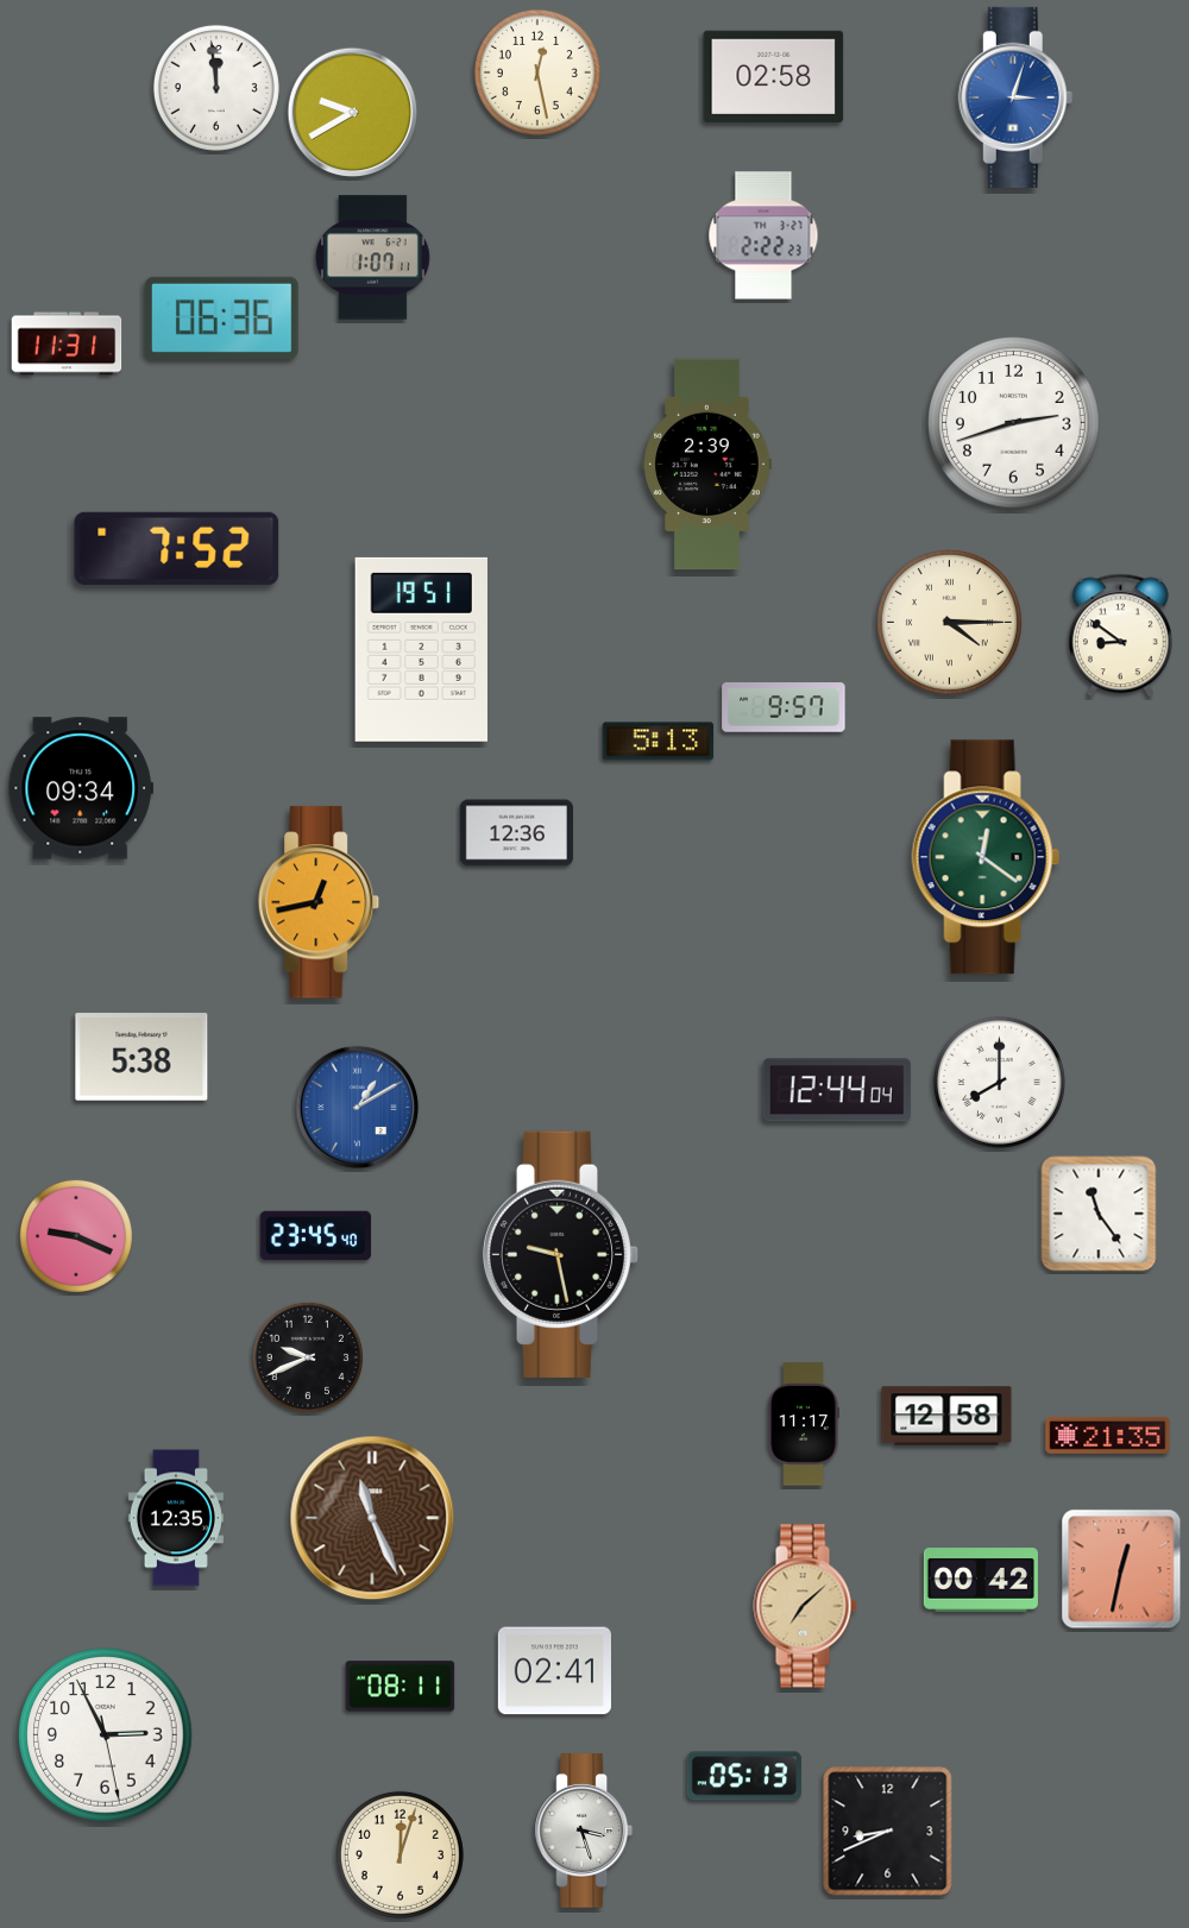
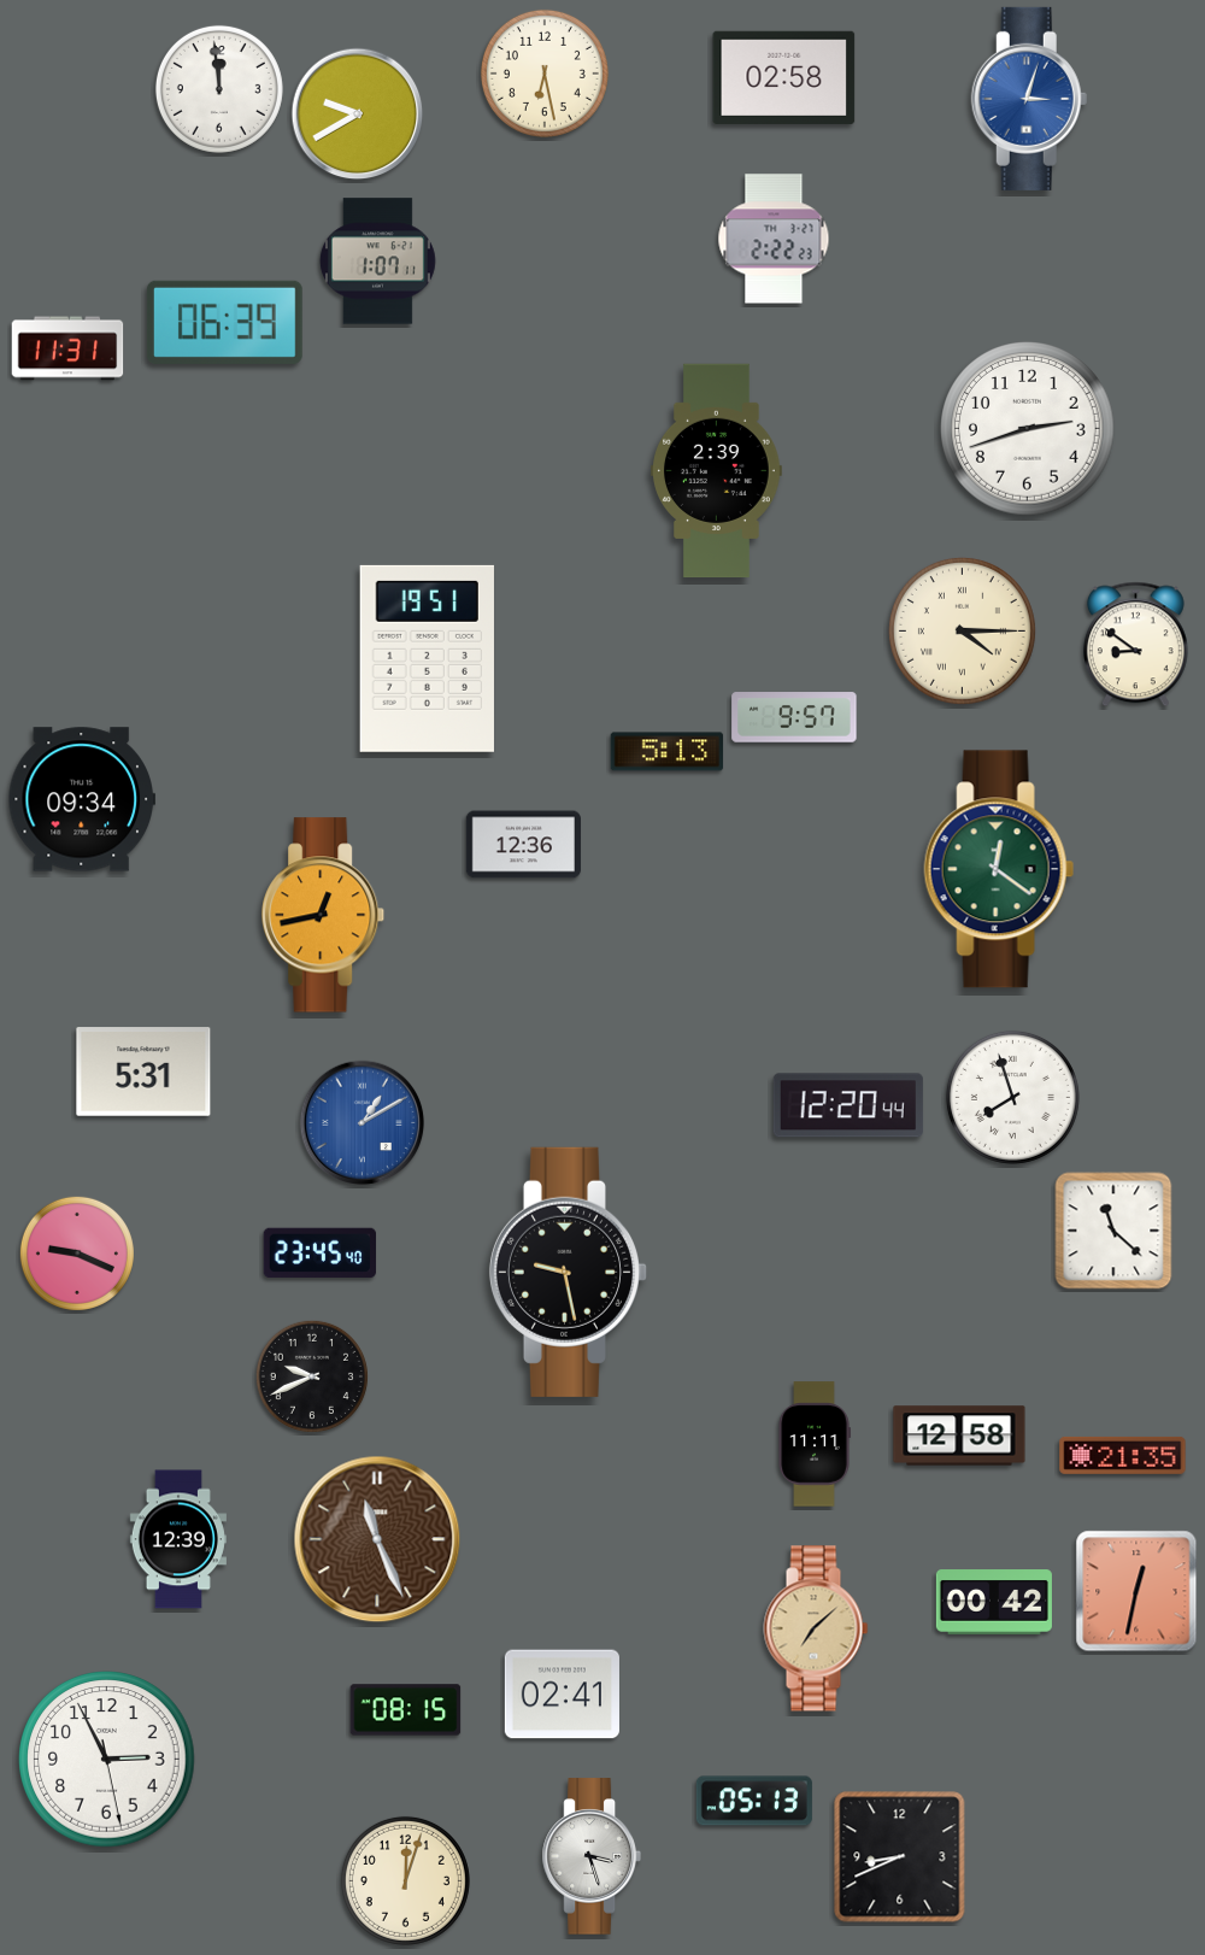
clock at (537, 73): 12:28 -> 6:28
clock at (221, 317): 06:36 -> 06:39
clock at (177, 548): 7:52 -> none
clock at (141, 1057): 5:38 -> 5:31
clock at (999, 1082): 8:00 -> 7:57
clock at (837, 1090): 12:44 -> 12:20
clock at (1099, 1214): 11:24 -> 11:22
clock at (804, 1424): 11:17 -> 11:11
clock at (176, 1518): 12:35 -> 12:39
clock at (401, 1687): 08:11 -> 08:15
